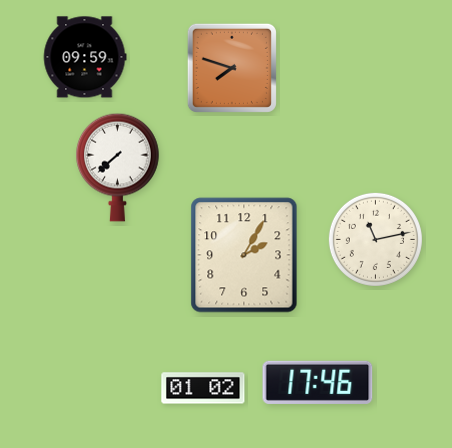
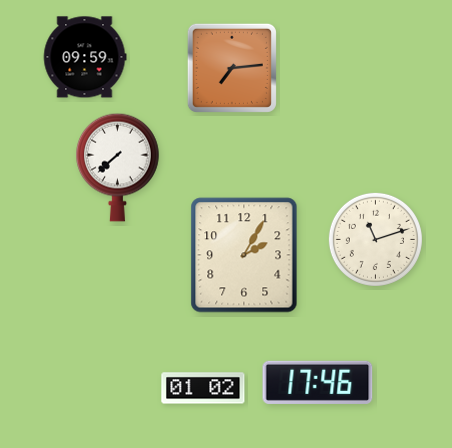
clock at (232, 68): 7:48 -> 7:14
clock at (375, 239): 11:13 -> 11:12
